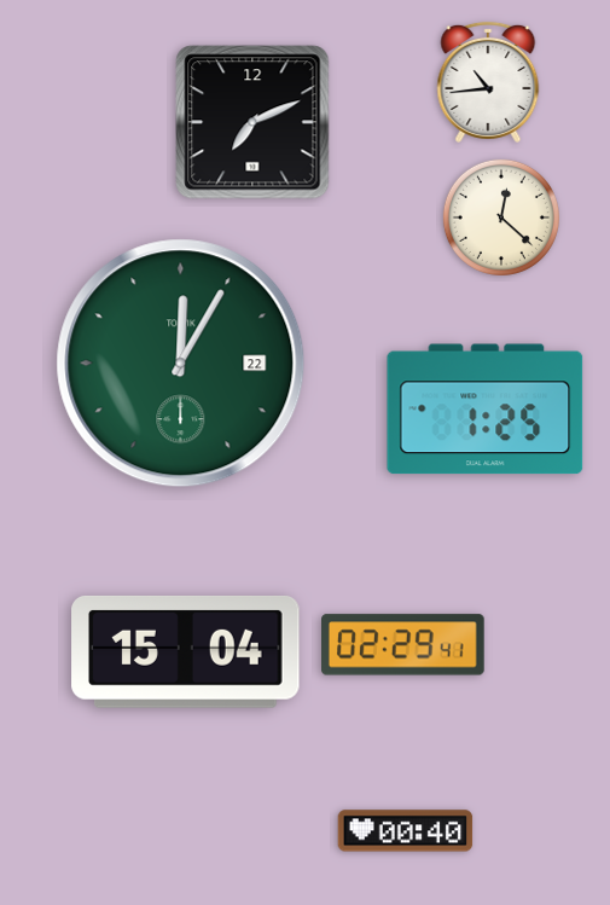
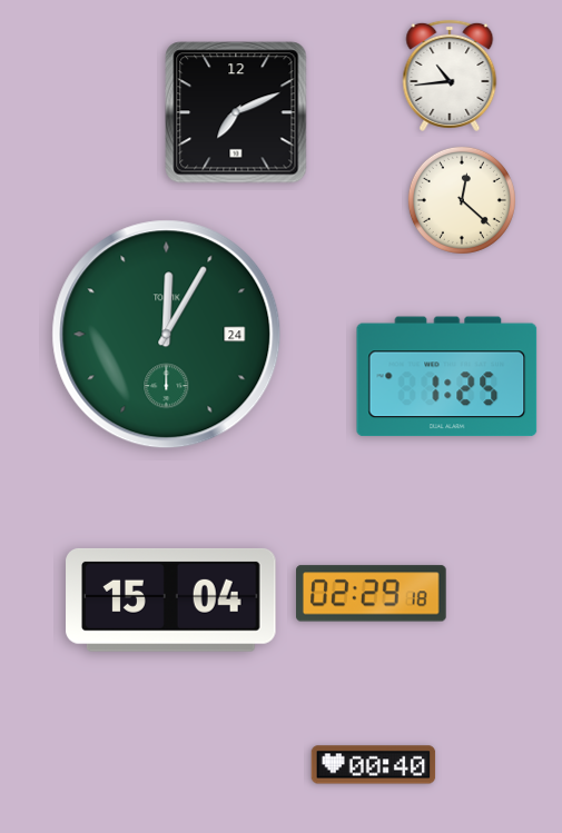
clock at (252, 122) position: (252, 122) -> (236, 112)
clock at (181, 364) date: 22 -> 24
clock at (403, 645): 02:29:41 -> 02:29:18
